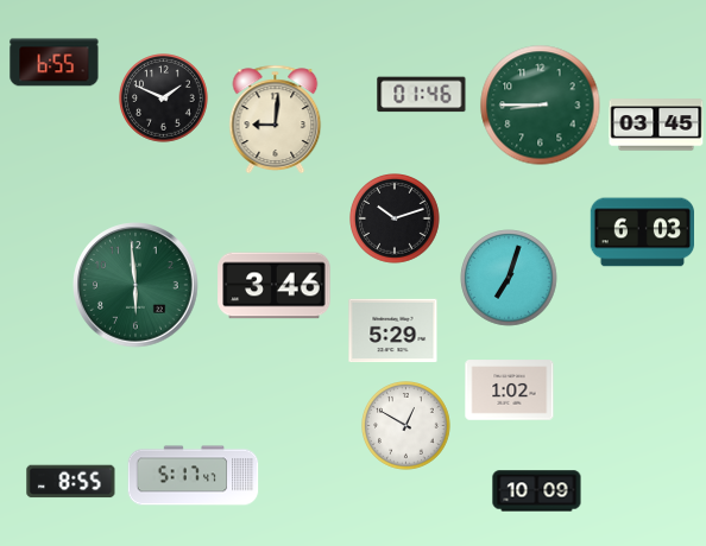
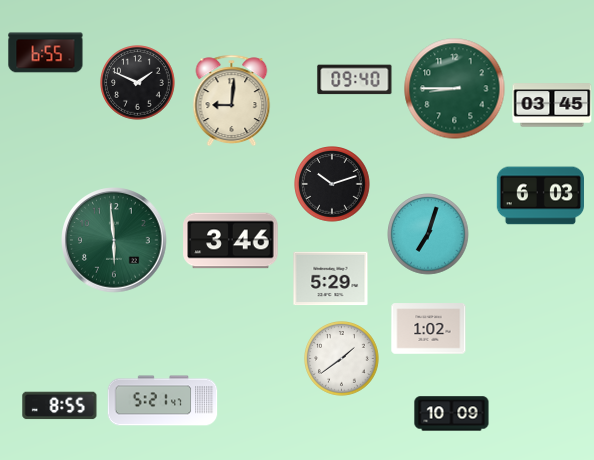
clock at (422, 95): 01:46 -> 09:40
clock at (406, 426): 12:50 -> 1:39
clock at (194, 476): 5:17 -> 5:21
